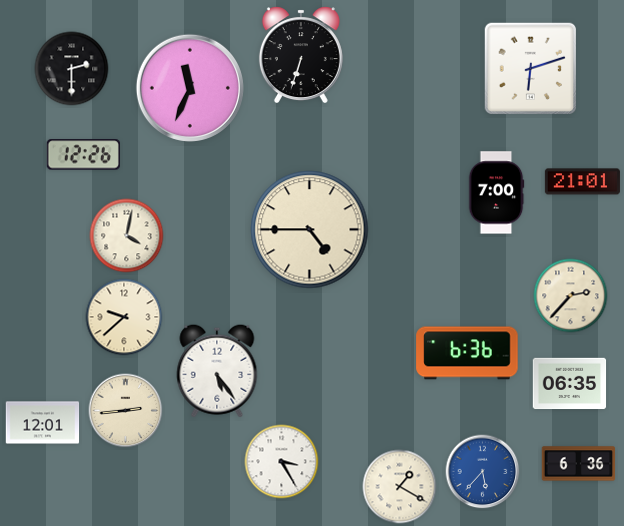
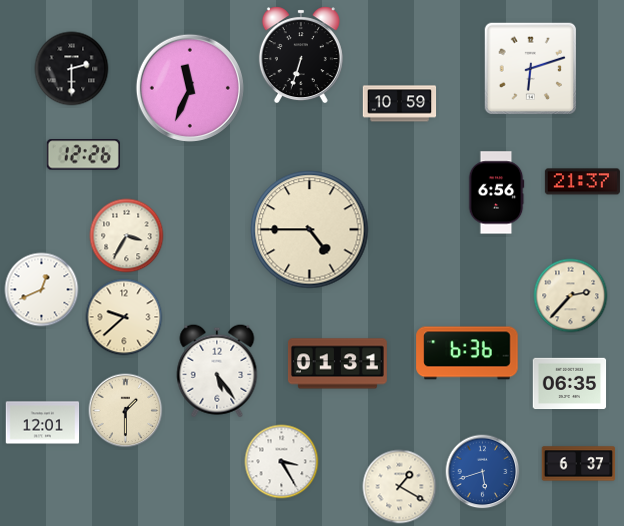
clock at (400, 104): none -> 10:59
clock at (582, 182): 21:01 -> 21:37
clock at (496, 193): 7:00 -> 6:56
clock at (127, 236): 4:02 -> 3:35
clock at (42, 290): none -> 12:41
clock at (337, 364): none -> 01:31
clock at (126, 411): 2:44 -> 1:30
clock at (579, 464): 6:36 -> 6:37
clock at (483, 472): 5:37 -> 5:42
